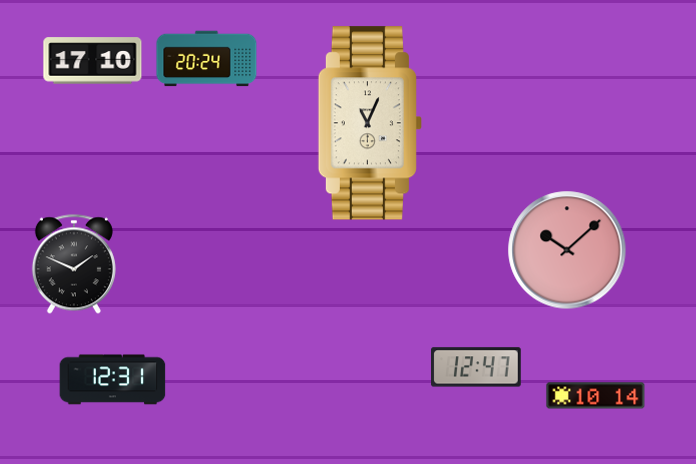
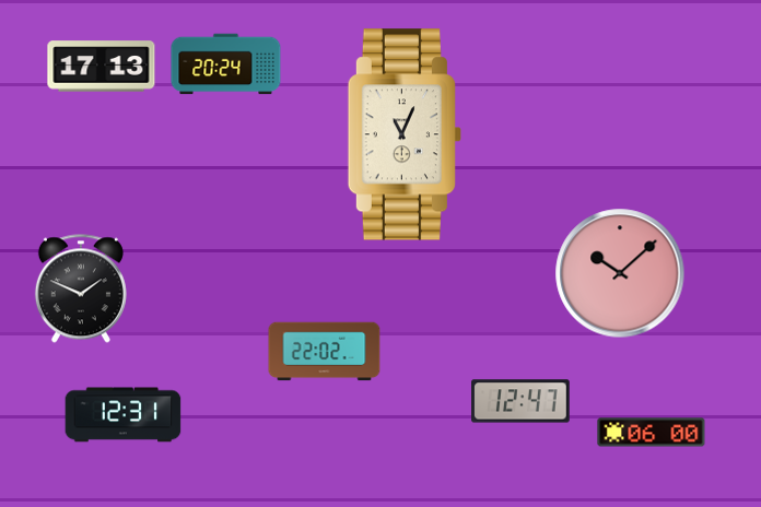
clock at (93, 61): 17:10 -> 17:13
clock at (325, 352): none -> 22:02
clock at (596, 396): 10:14 -> 06:00
